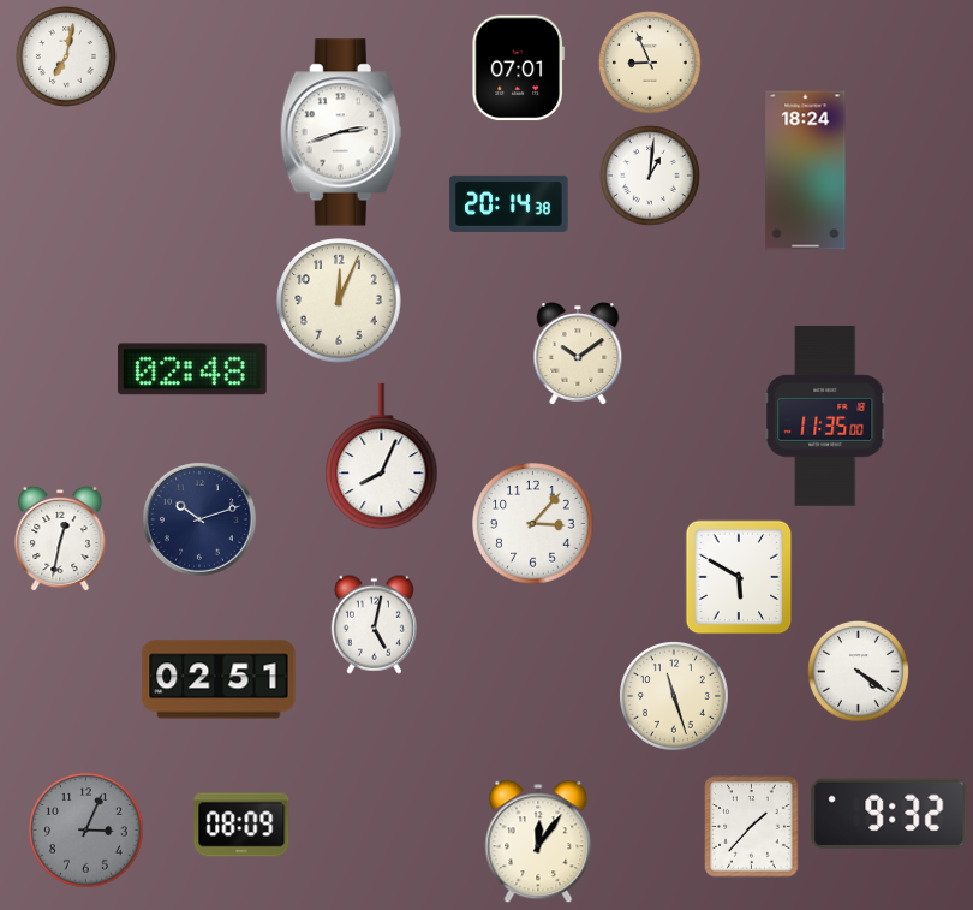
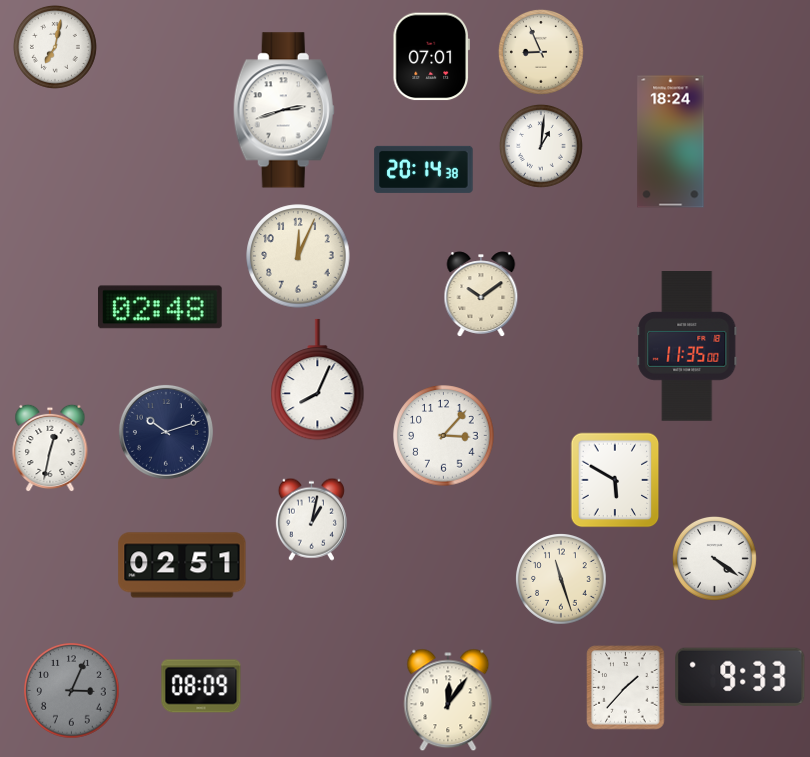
clock at (339, 301) position: (339, 301) -> (298, 256)
clock at (374, 624): 5:02 -> 1:02
clock at (889, 814): 9:32 -> 9:33
